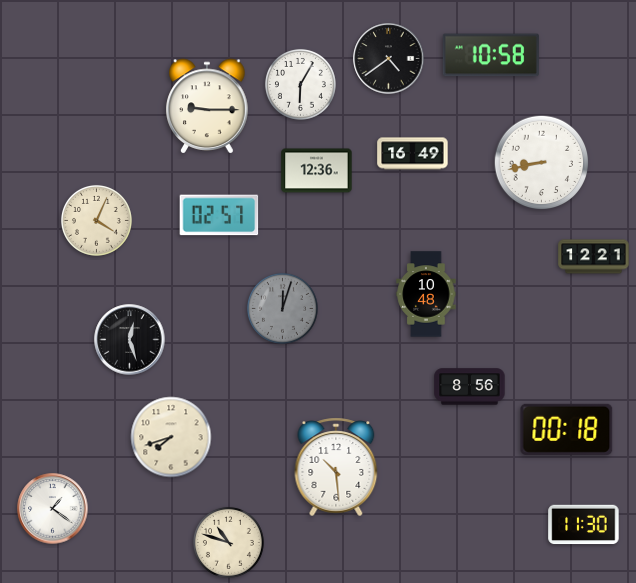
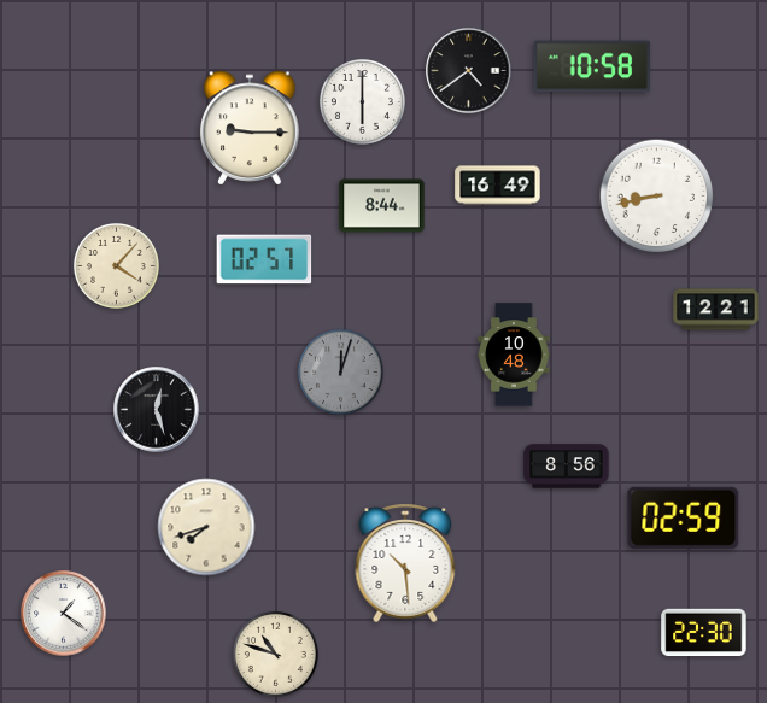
clock at (300, 84): 6:05 -> 6:00
clock at (542, 163) position: (542, 163) -> (657, 197)
clock at (317, 171): 12:36 -> 8:44
clock at (96, 220): 4:04 -> 4:07
clock at (567, 429): 00:18 -> 02:59
clock at (584, 525): 11:30 -> 22:30
